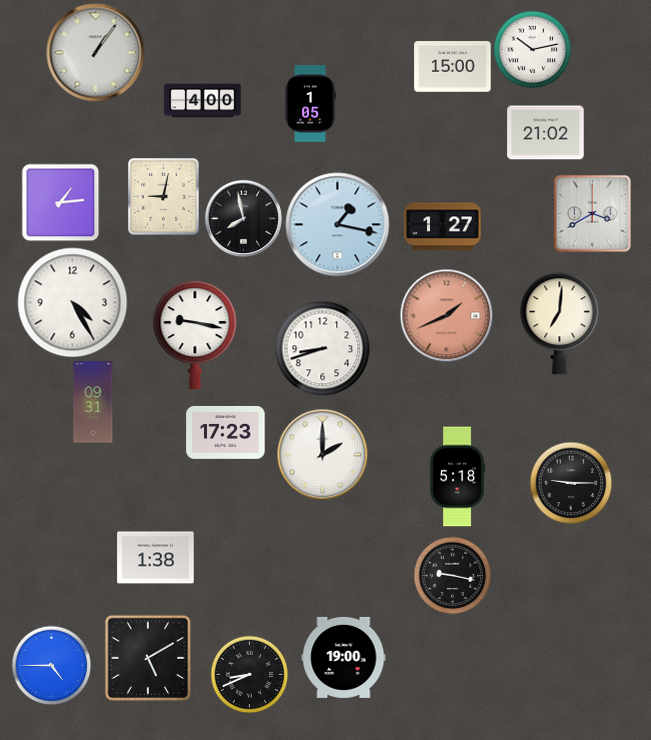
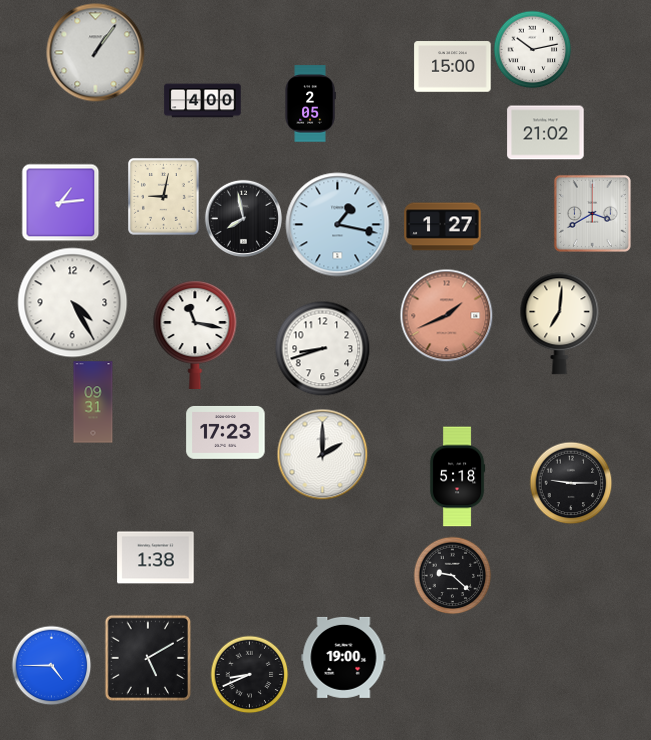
clock at (310, 104): 1:05 -> 2:05
clock at (195, 334): 9:17 -> 11:17
clock at (452, 575): 9:17 -> 9:22
